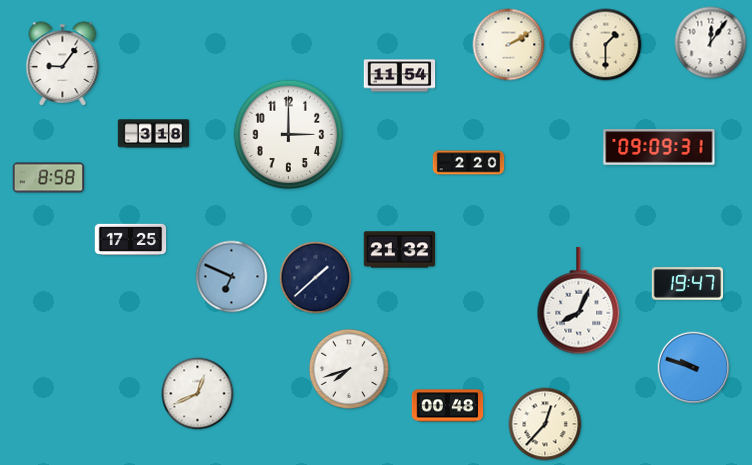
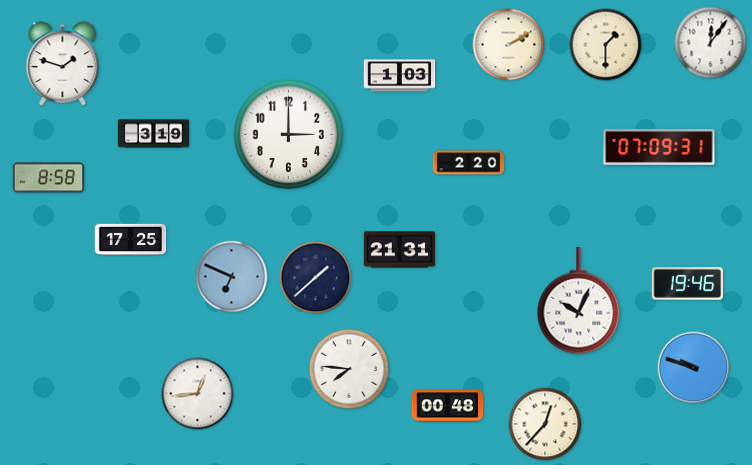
clock at (63, 64): 9:06 -> 1:48
clock at (400, 76): 11:54 -> 1:03
clock at (154, 134): 3:18 -> 3:19
clock at (659, 148): 09:09 -> 07:09
clock at (400, 250): 21:32 -> 21:31
clock at (688, 284): 19:47 -> 19:46
clock at (579, 301): 8:04 -> 10:04
clock at (348, 368): 7:42 -> 7:46
clock at (198, 394): 12:41 -> 12:44
